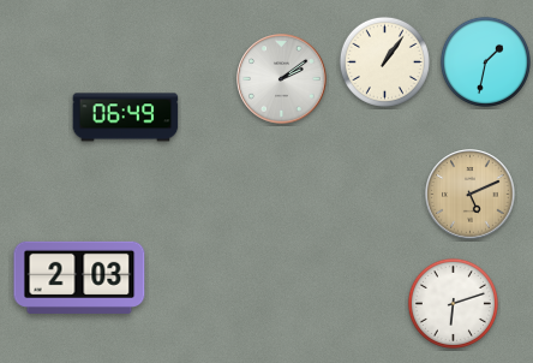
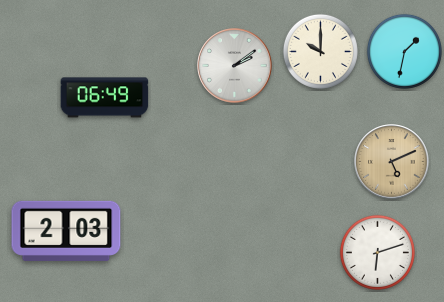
clock at (384, 61): 1:06 -> 10:00
